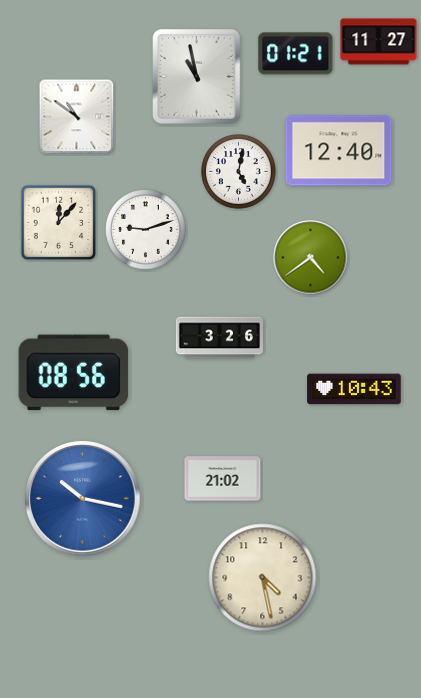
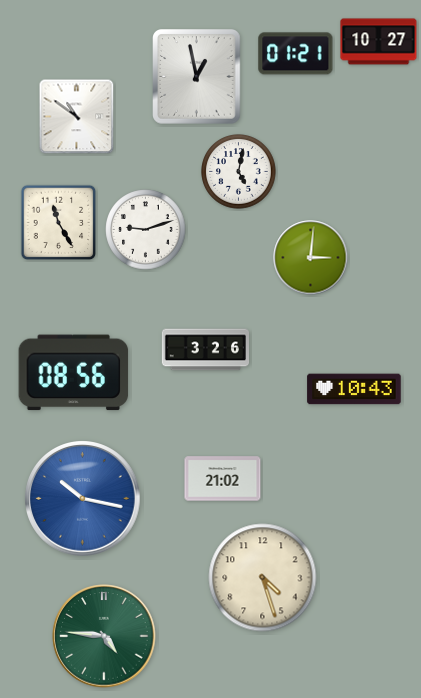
clock at (379, 42): 11:27 -> 10:27
clock at (197, 77): 10:58 -> 12:58
clock at (339, 151): 12:40 -> none
clock at (59, 223): 12:07 -> 11:25
clock at (311, 258): 4:39 -> 3:01
clock at (219, 338) position: (219, 338) -> (205, 350)
clock at (263, 578): 4:28 -> 4:27
clock at (104, 636): none -> 4:46
